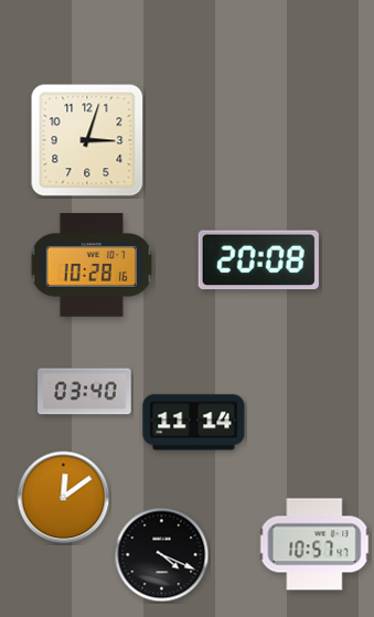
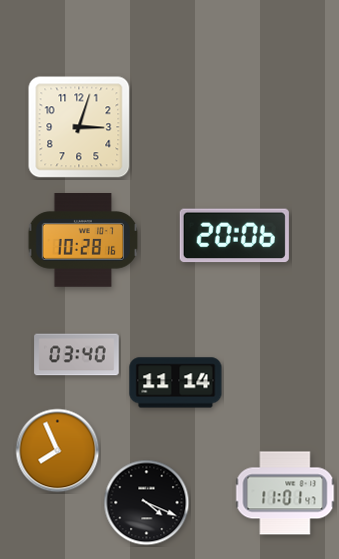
clock at (258, 260): 20:08 -> 20:06
clock at (64, 498): 12:09 -> 7:56
clock at (314, 544): 10:57 -> 11:01
